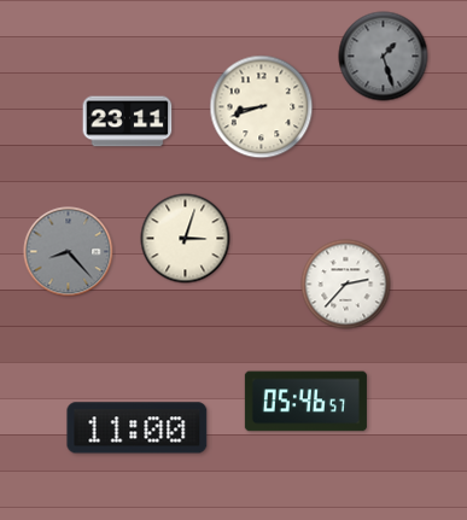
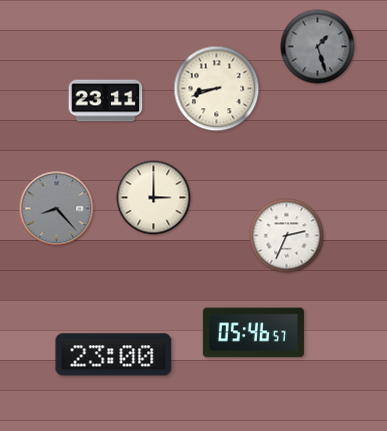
clock at (186, 239): 3:03 -> 3:00
clock at (346, 285): 2:37 -> 2:34
clock at (138, 428): 11:00 -> 23:00
